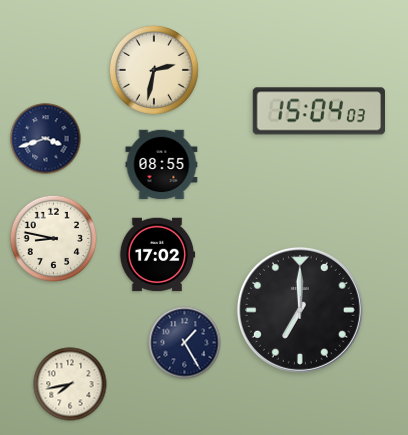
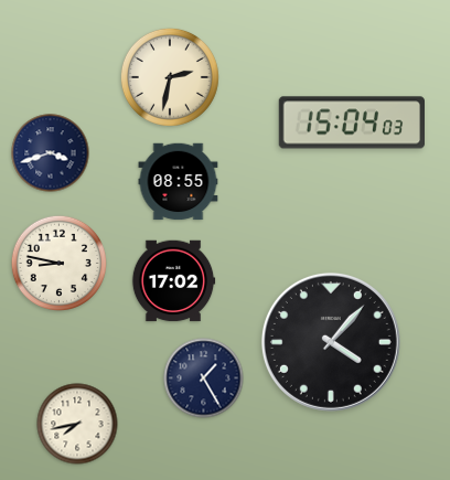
clock at (300, 310): 7:00 -> 4:07
